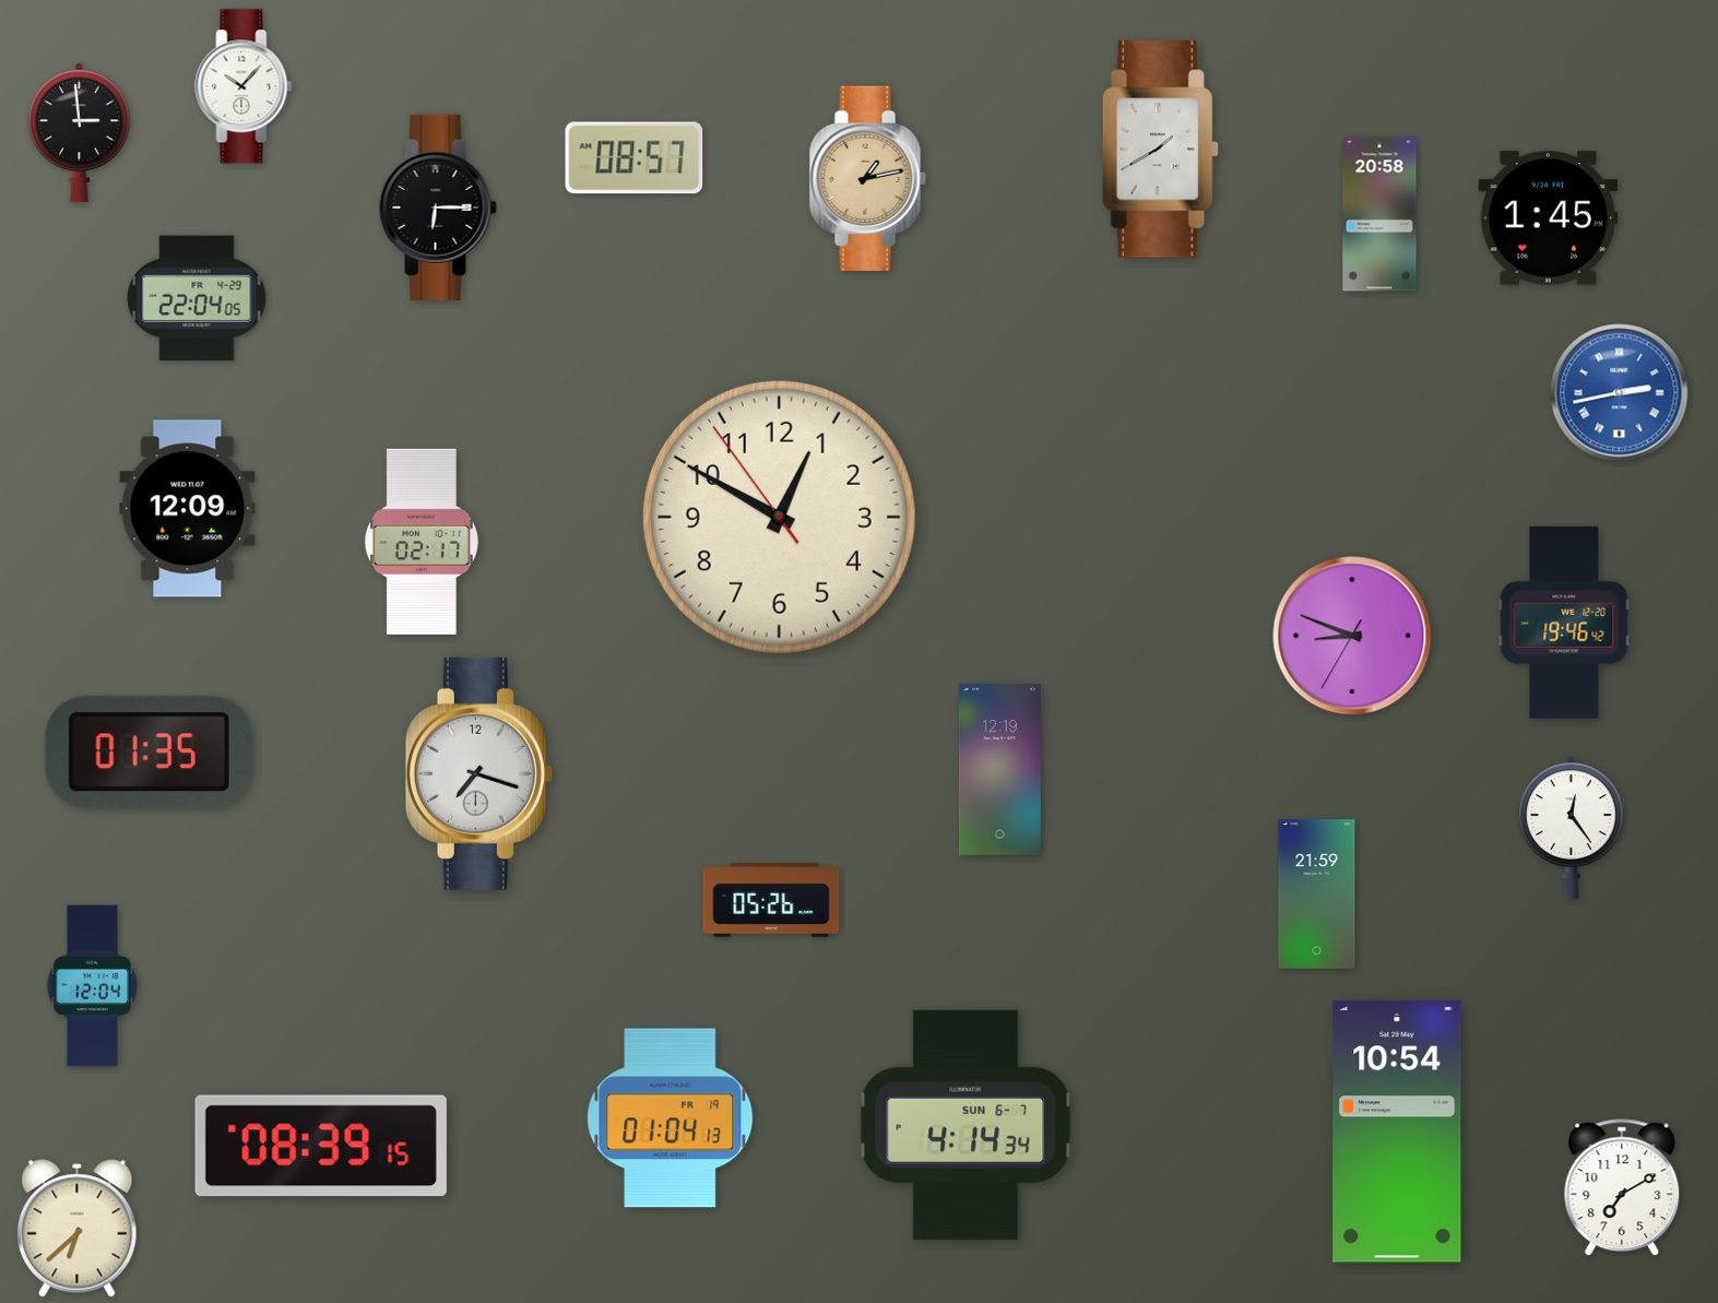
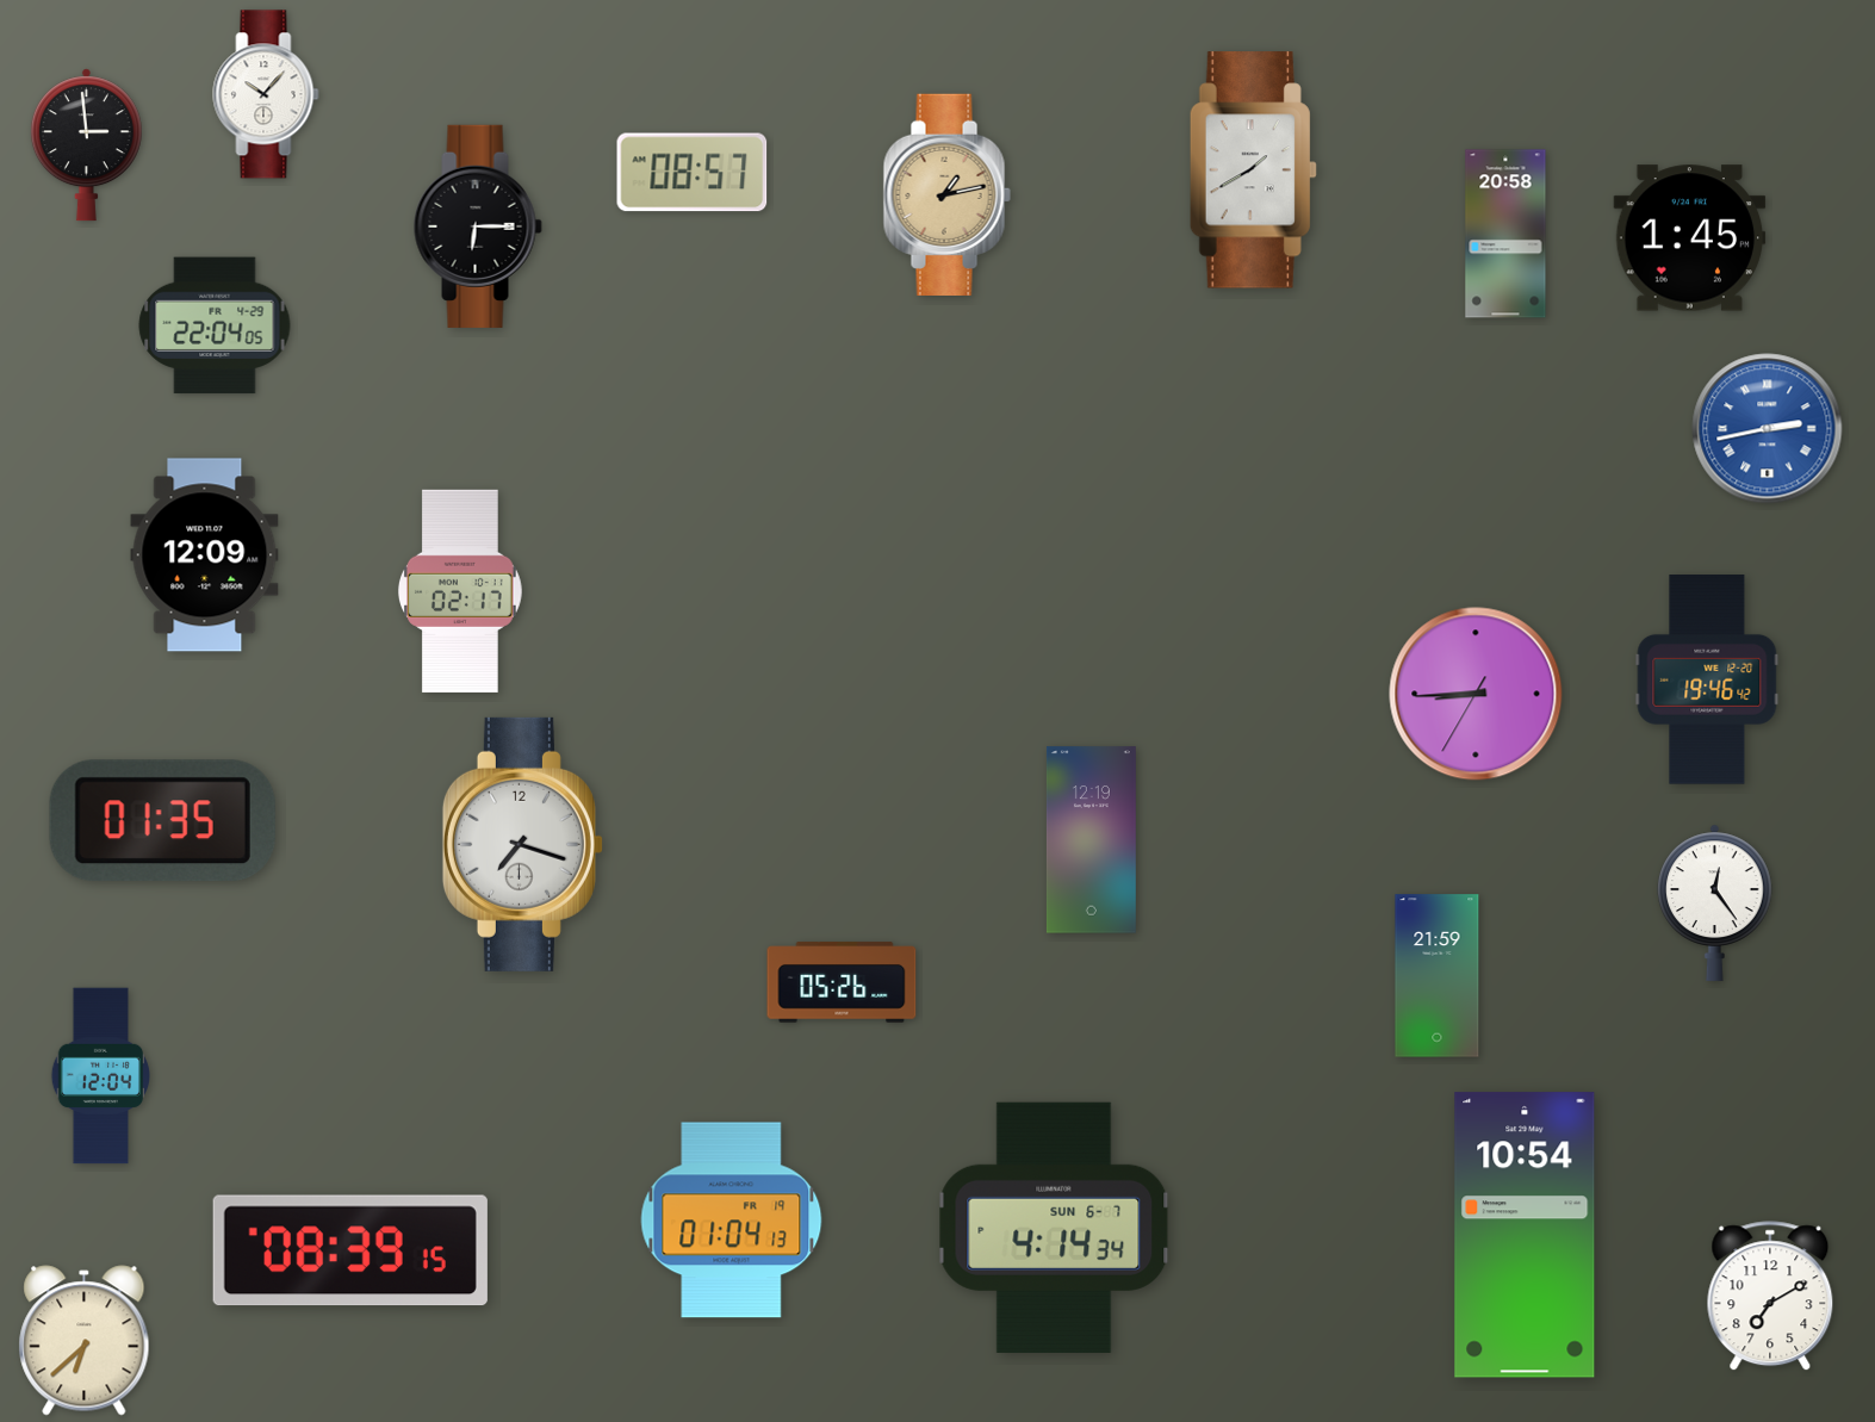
clock at (1160, 150) position: (1160, 150) -> (1253, 170)
clock at (779, 517): 12:49 -> none
clock at (1352, 636): 8:48 -> 8:44
